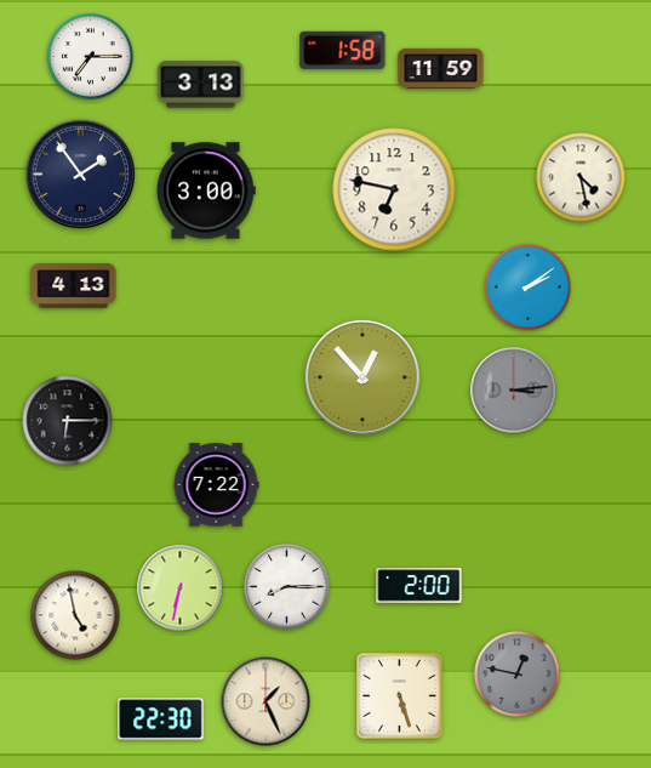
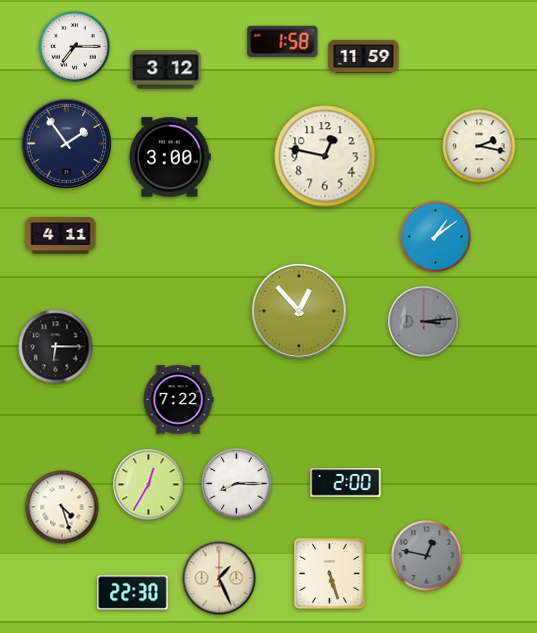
clock at (201, 85): 3:13 -> 3:12
clock at (581, 177): 4:28 -> 2:17
clock at (394, 189): 6:47 -> 12:47
clock at (74, 286): 4:13 -> 4:11
clock at (529, 288): 2:09 -> 1:09
clock at (181, 588): 6:32 -> 12:35
clock at (75, 615): 4:58 -> 4:27
